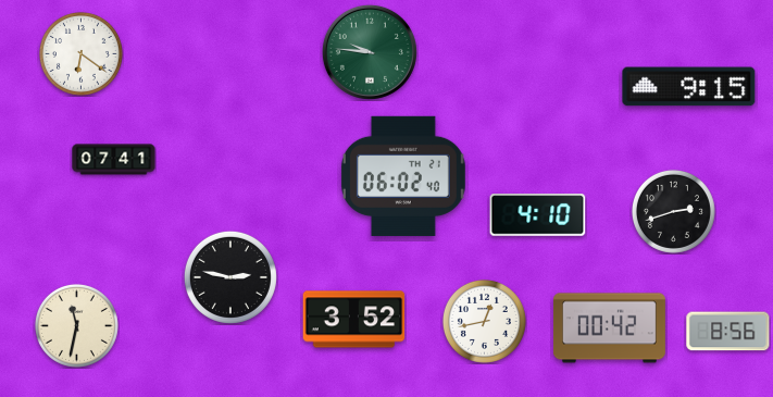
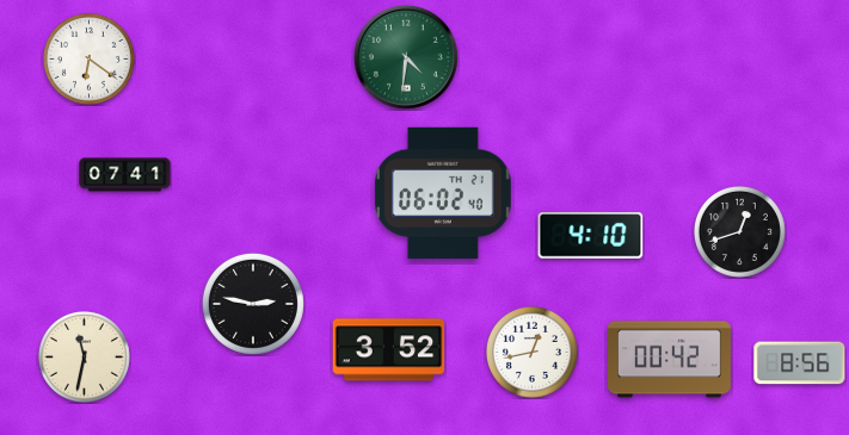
clock at (370, 52): 9:46 -> 4:31
clock at (689, 87): 9:15 -> none
clock at (673, 211): 2:42 -> 12:42
